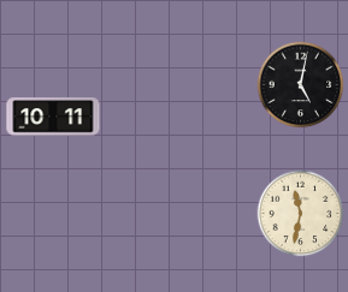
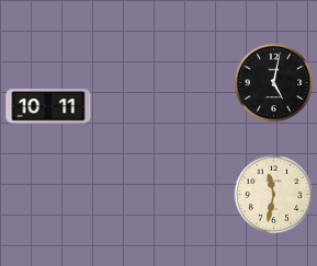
clock at (301, 85) position: (301, 85) -> (274, 83)
